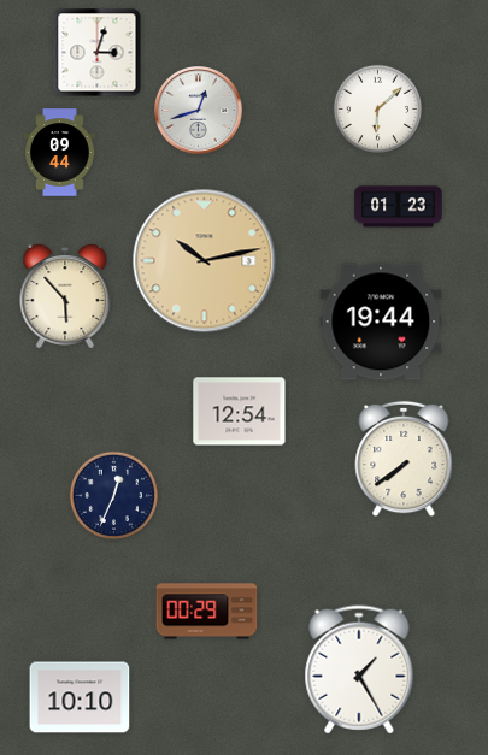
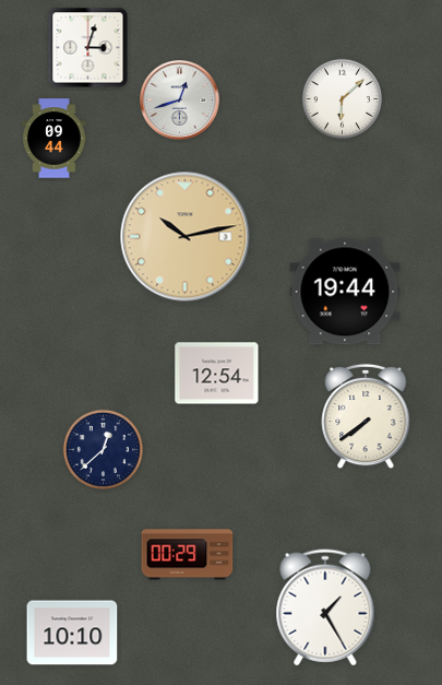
clock at (399, 207): 01:23 -> none
clock at (65, 297): 5:53 -> none
clock at (113, 495): 12:34 -> 12:38
